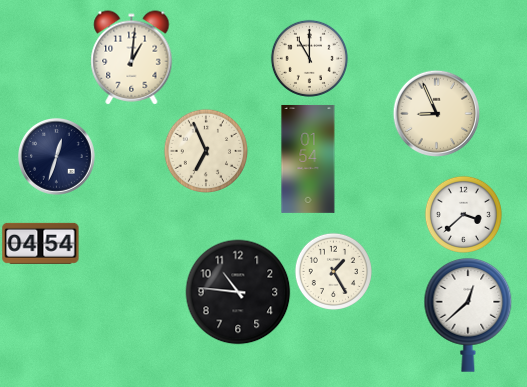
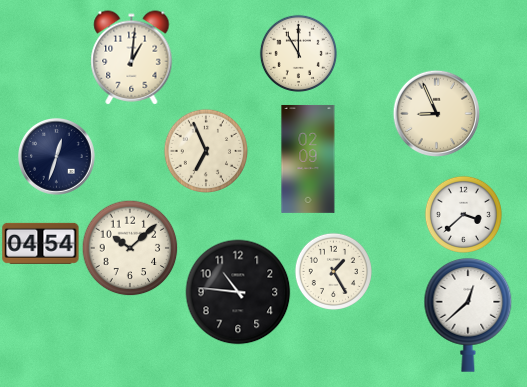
clock at (309, 58) position: (309, 58) -> (298, 53)
clock at (308, 159): 01:54 -> 02:09
clock at (130, 248): none -> 10:08
